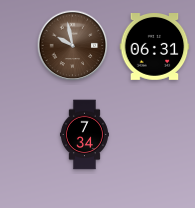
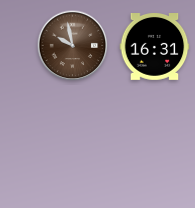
clock at (155, 47): 06:31 -> 16:31
clock at (84, 135): 7:34 -> none
